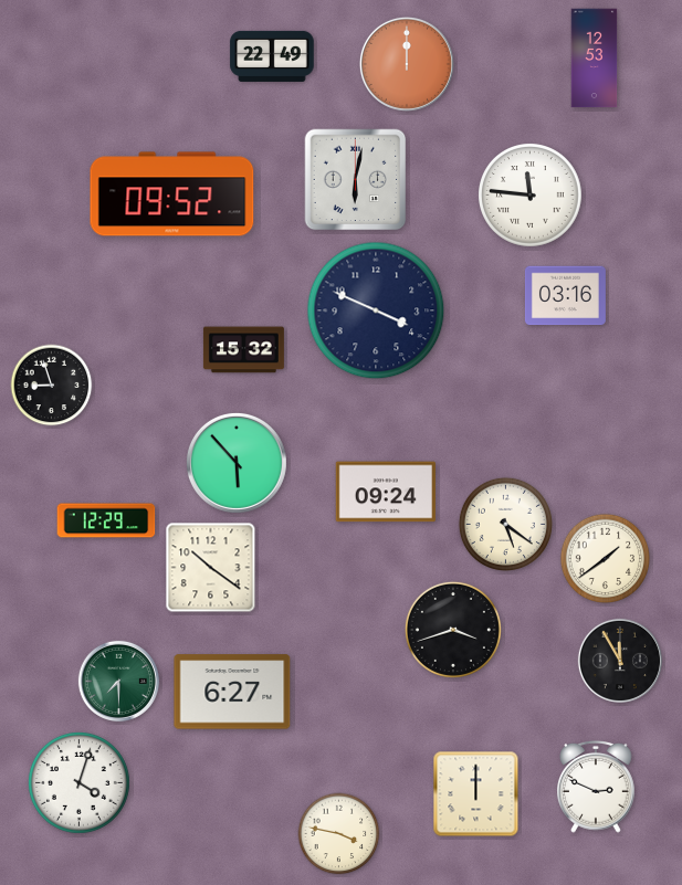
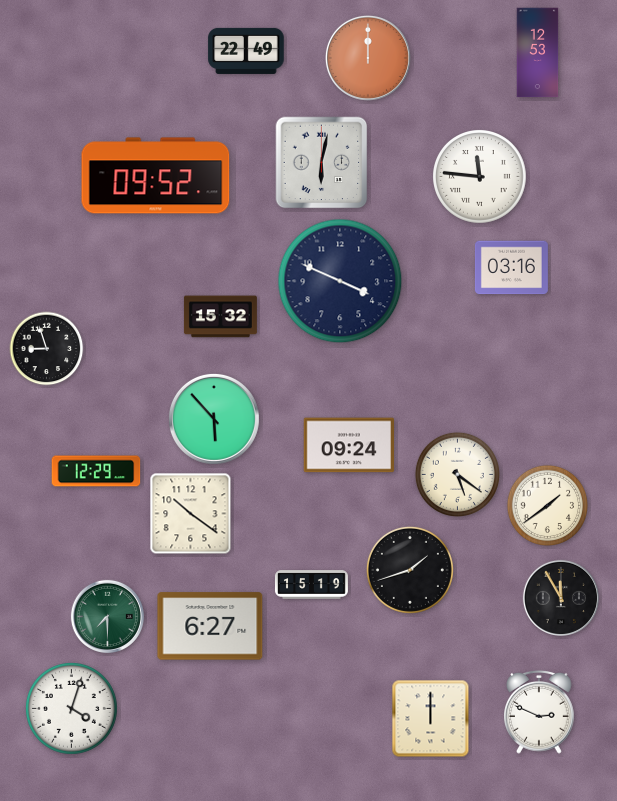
clock at (453, 630): 3:42 -> 1:42
clock at (311, 585): none -> 15:19
clock at (339, 834): 3:47 -> none
